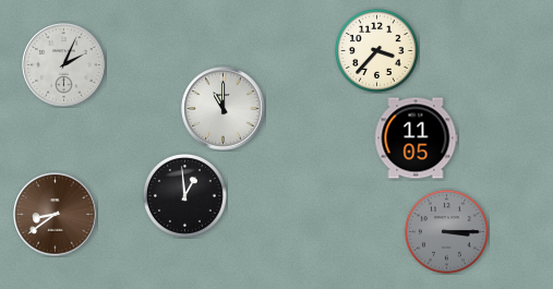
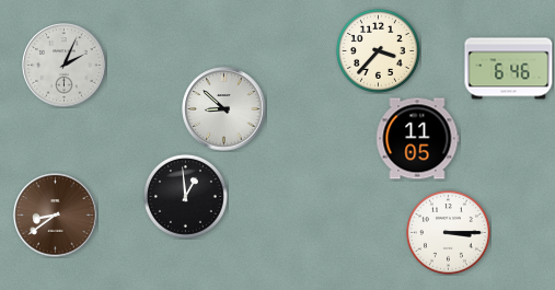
clock at (509, 69): none -> 6:46
clock at (224, 109): 11:00 -> 8:52
clock at (447, 232) dial: grey -> white
